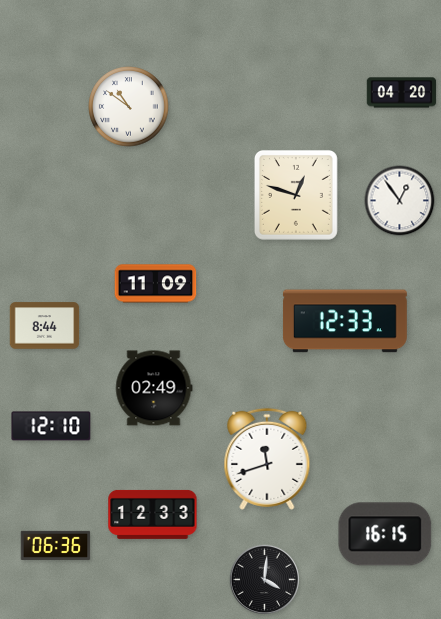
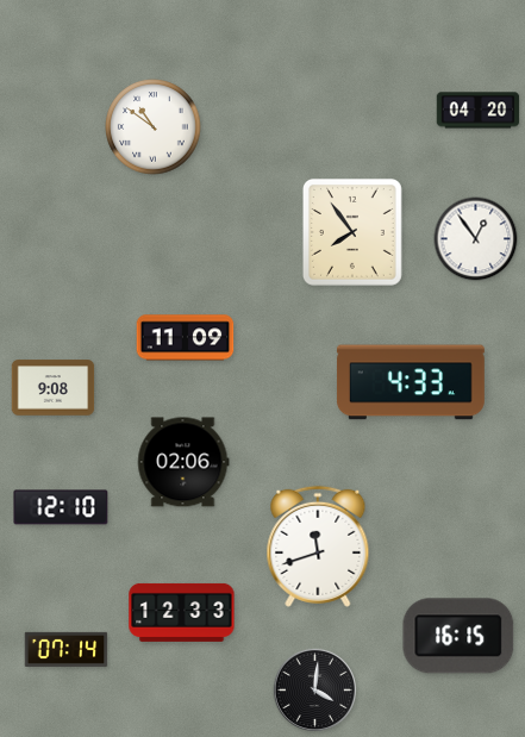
clock at (296, 195): 12:48 -> 7:54
clock at (345, 321): 12:33 -> 4:33
clock at (45, 326): 8:44 -> 9:08
clock at (154, 388): 02:49 -> 02:06
clock at (56, 545): 06:36 -> 07:14
